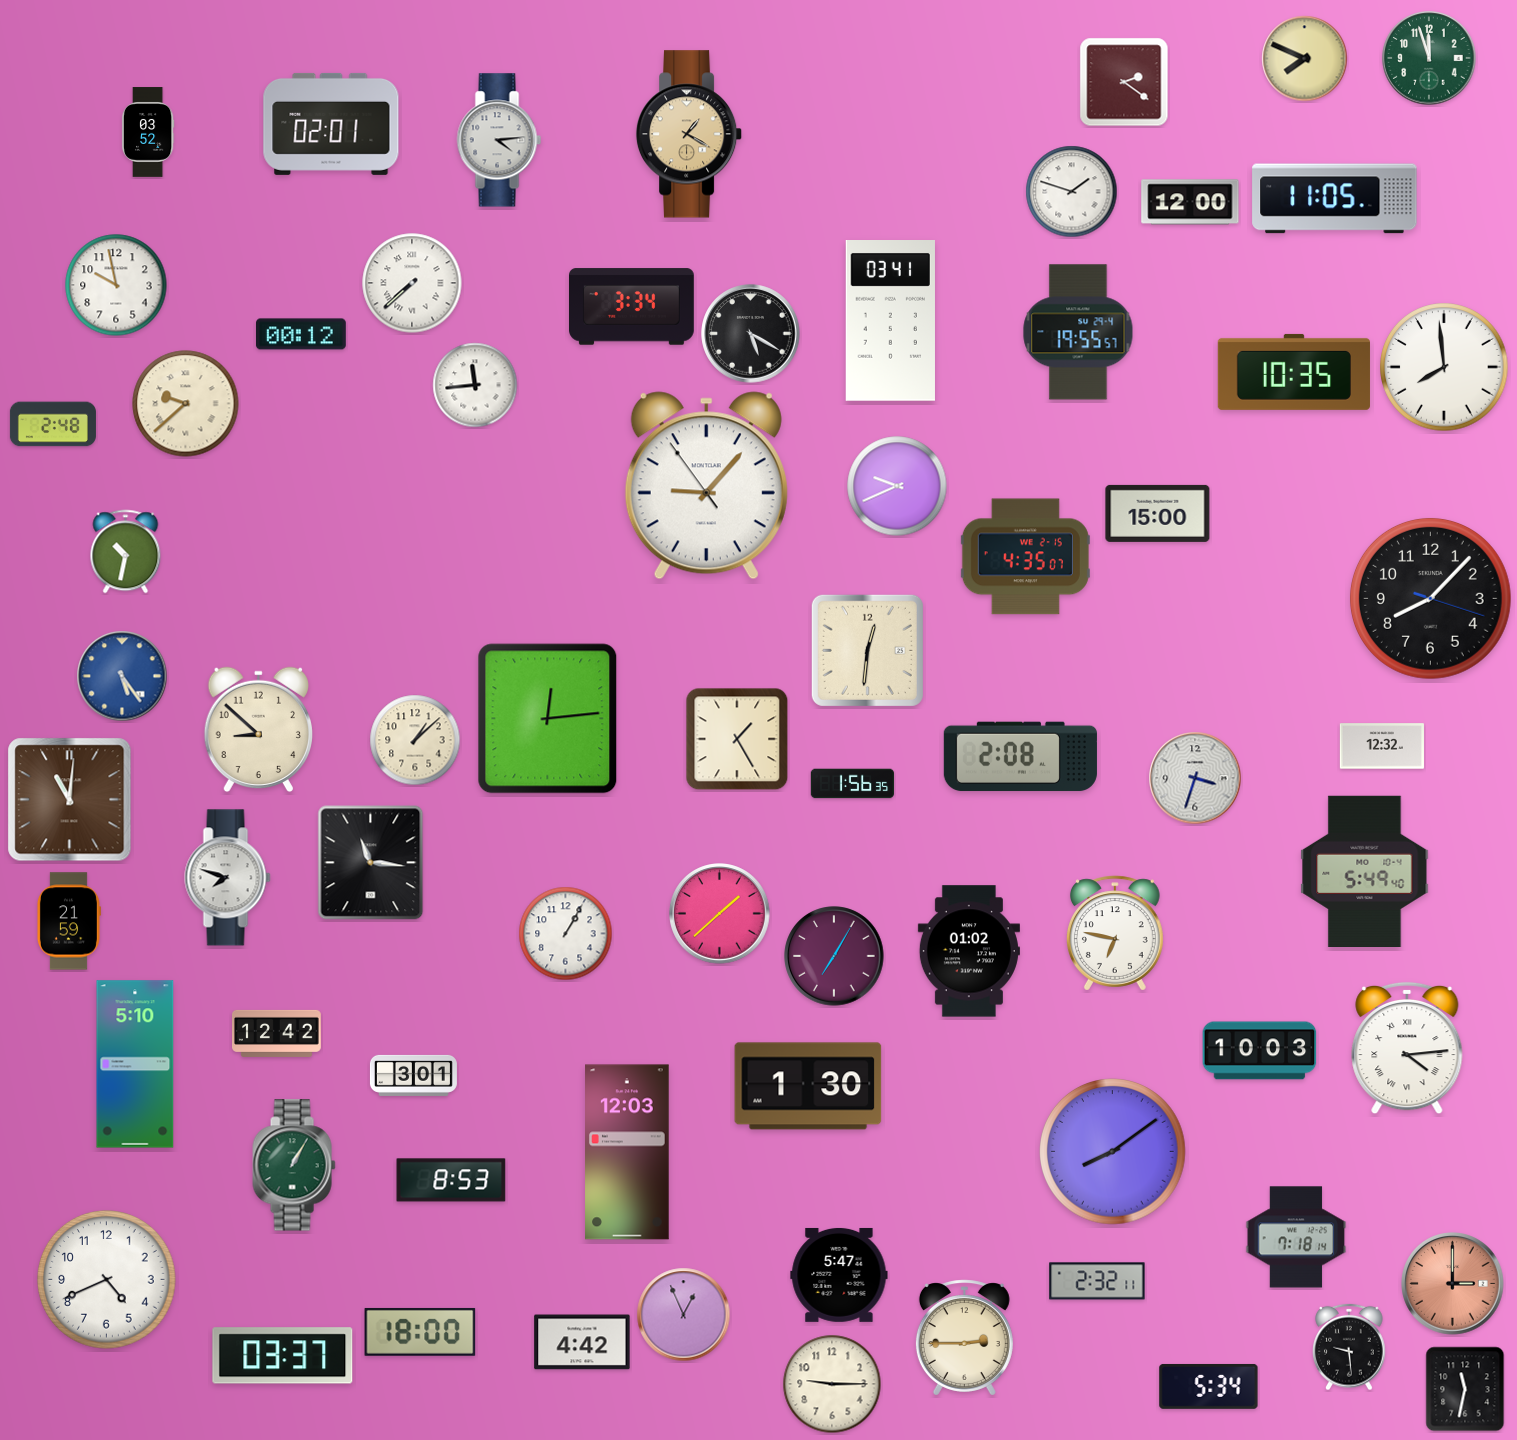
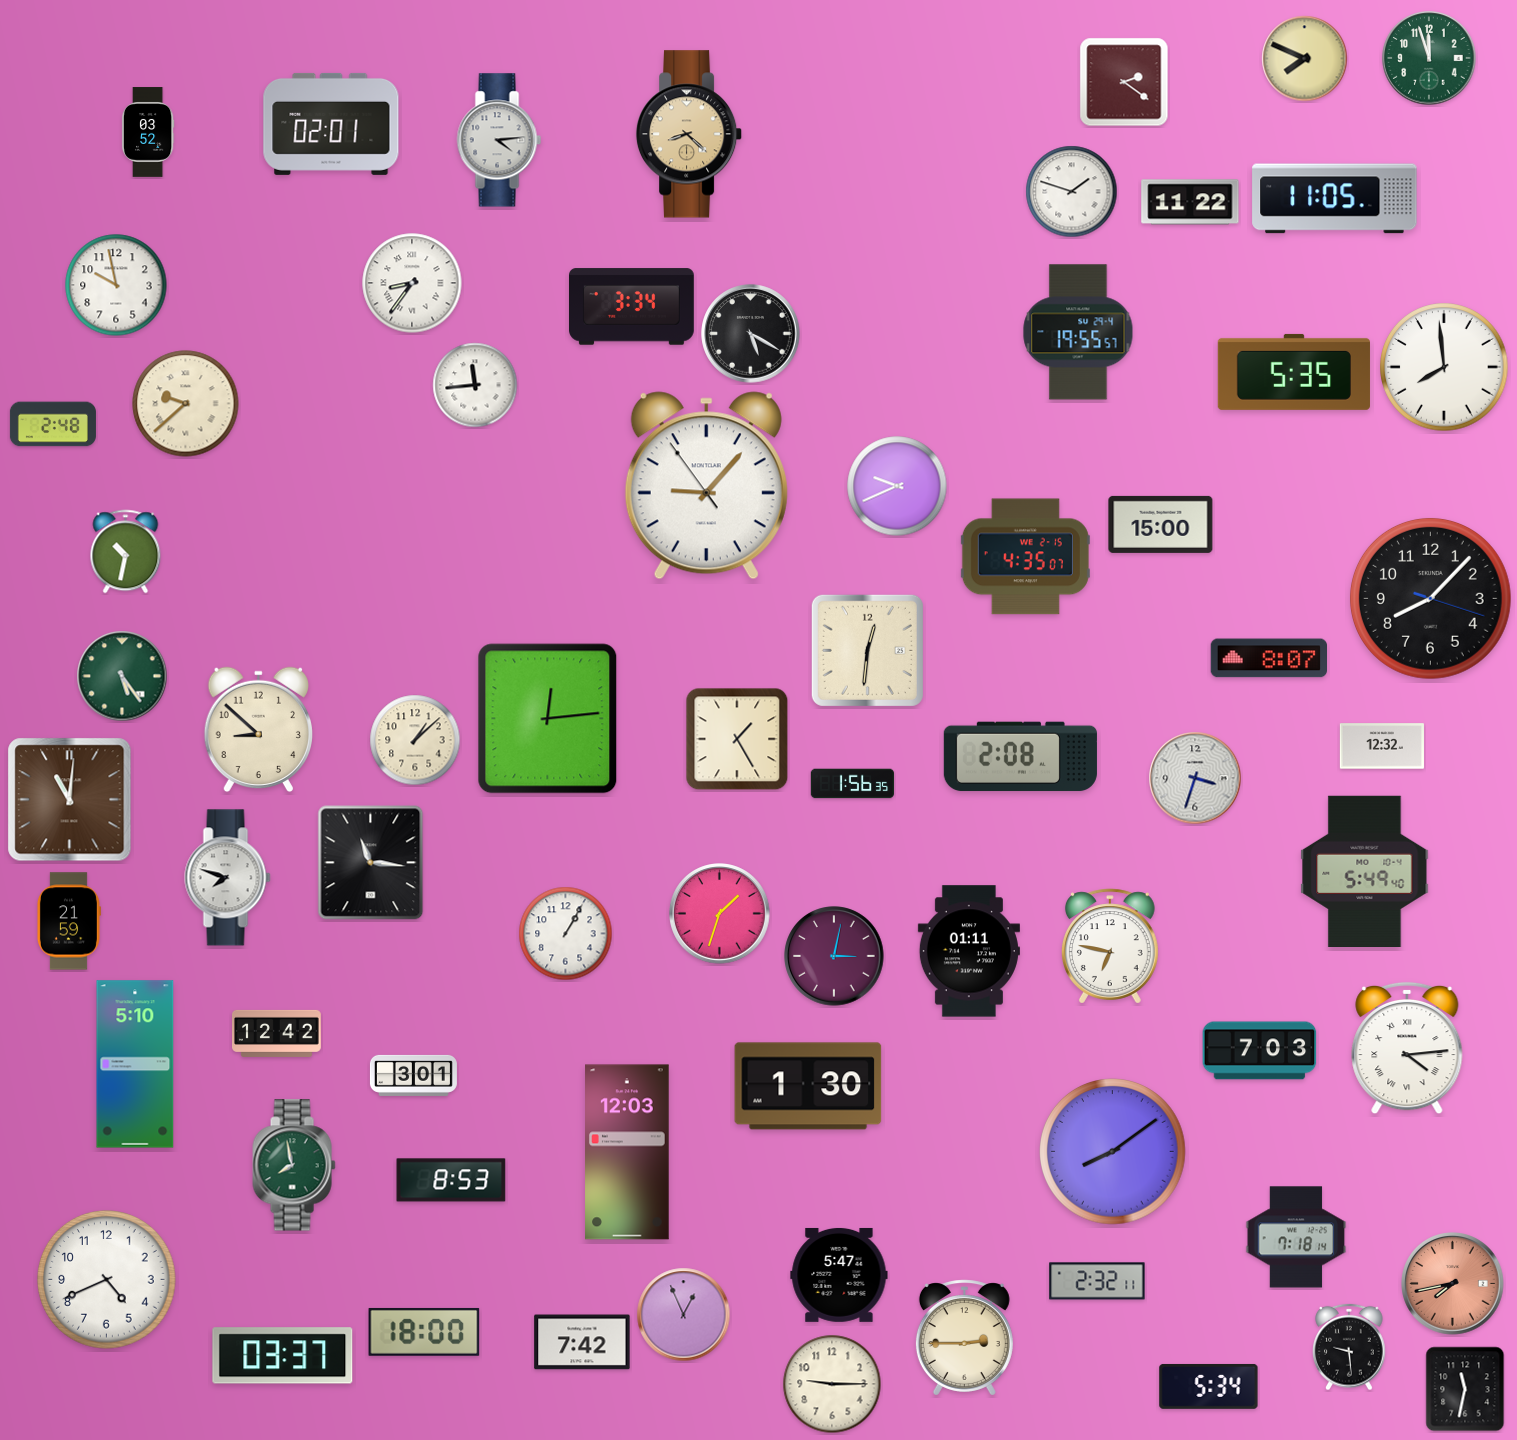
clock at (689, 134): 1:20 -> 8:22
clock at (1190, 202): 12:00 -> 11:22
clock at (412, 283): 7:38 -> 8:36
clock at (890, 321): 03:41 -> none
clock at (302, 334): 00:12 -> none
clock at (1294, 372): 10:35 -> 5:35
clock at (1158, 513) position: (1158, 513) -> (1161, 524)
clock at (1268, 658): none -> 8:07
clock at (122, 676) dial: blue -> green
clock at (720, 914): 1:38 -> 1:33
clock at (1115, 933) position: (1115, 933) -> (1110, 946)
clock at (969, 951): 01:02 -> 01:11
clock at (834, 956): 7:05 -> 3:02
clock at (1260, 1051): 10:03 -> 7:03
clock at (294, 1165): 1:05 -> 7:58
clock at (1453, 1284): 3:00 -> 7:43
clock at (420, 1332) position: (420, 1332) -> (424, 1332)
clock at (582, 1342): 4:42 -> 7:42
